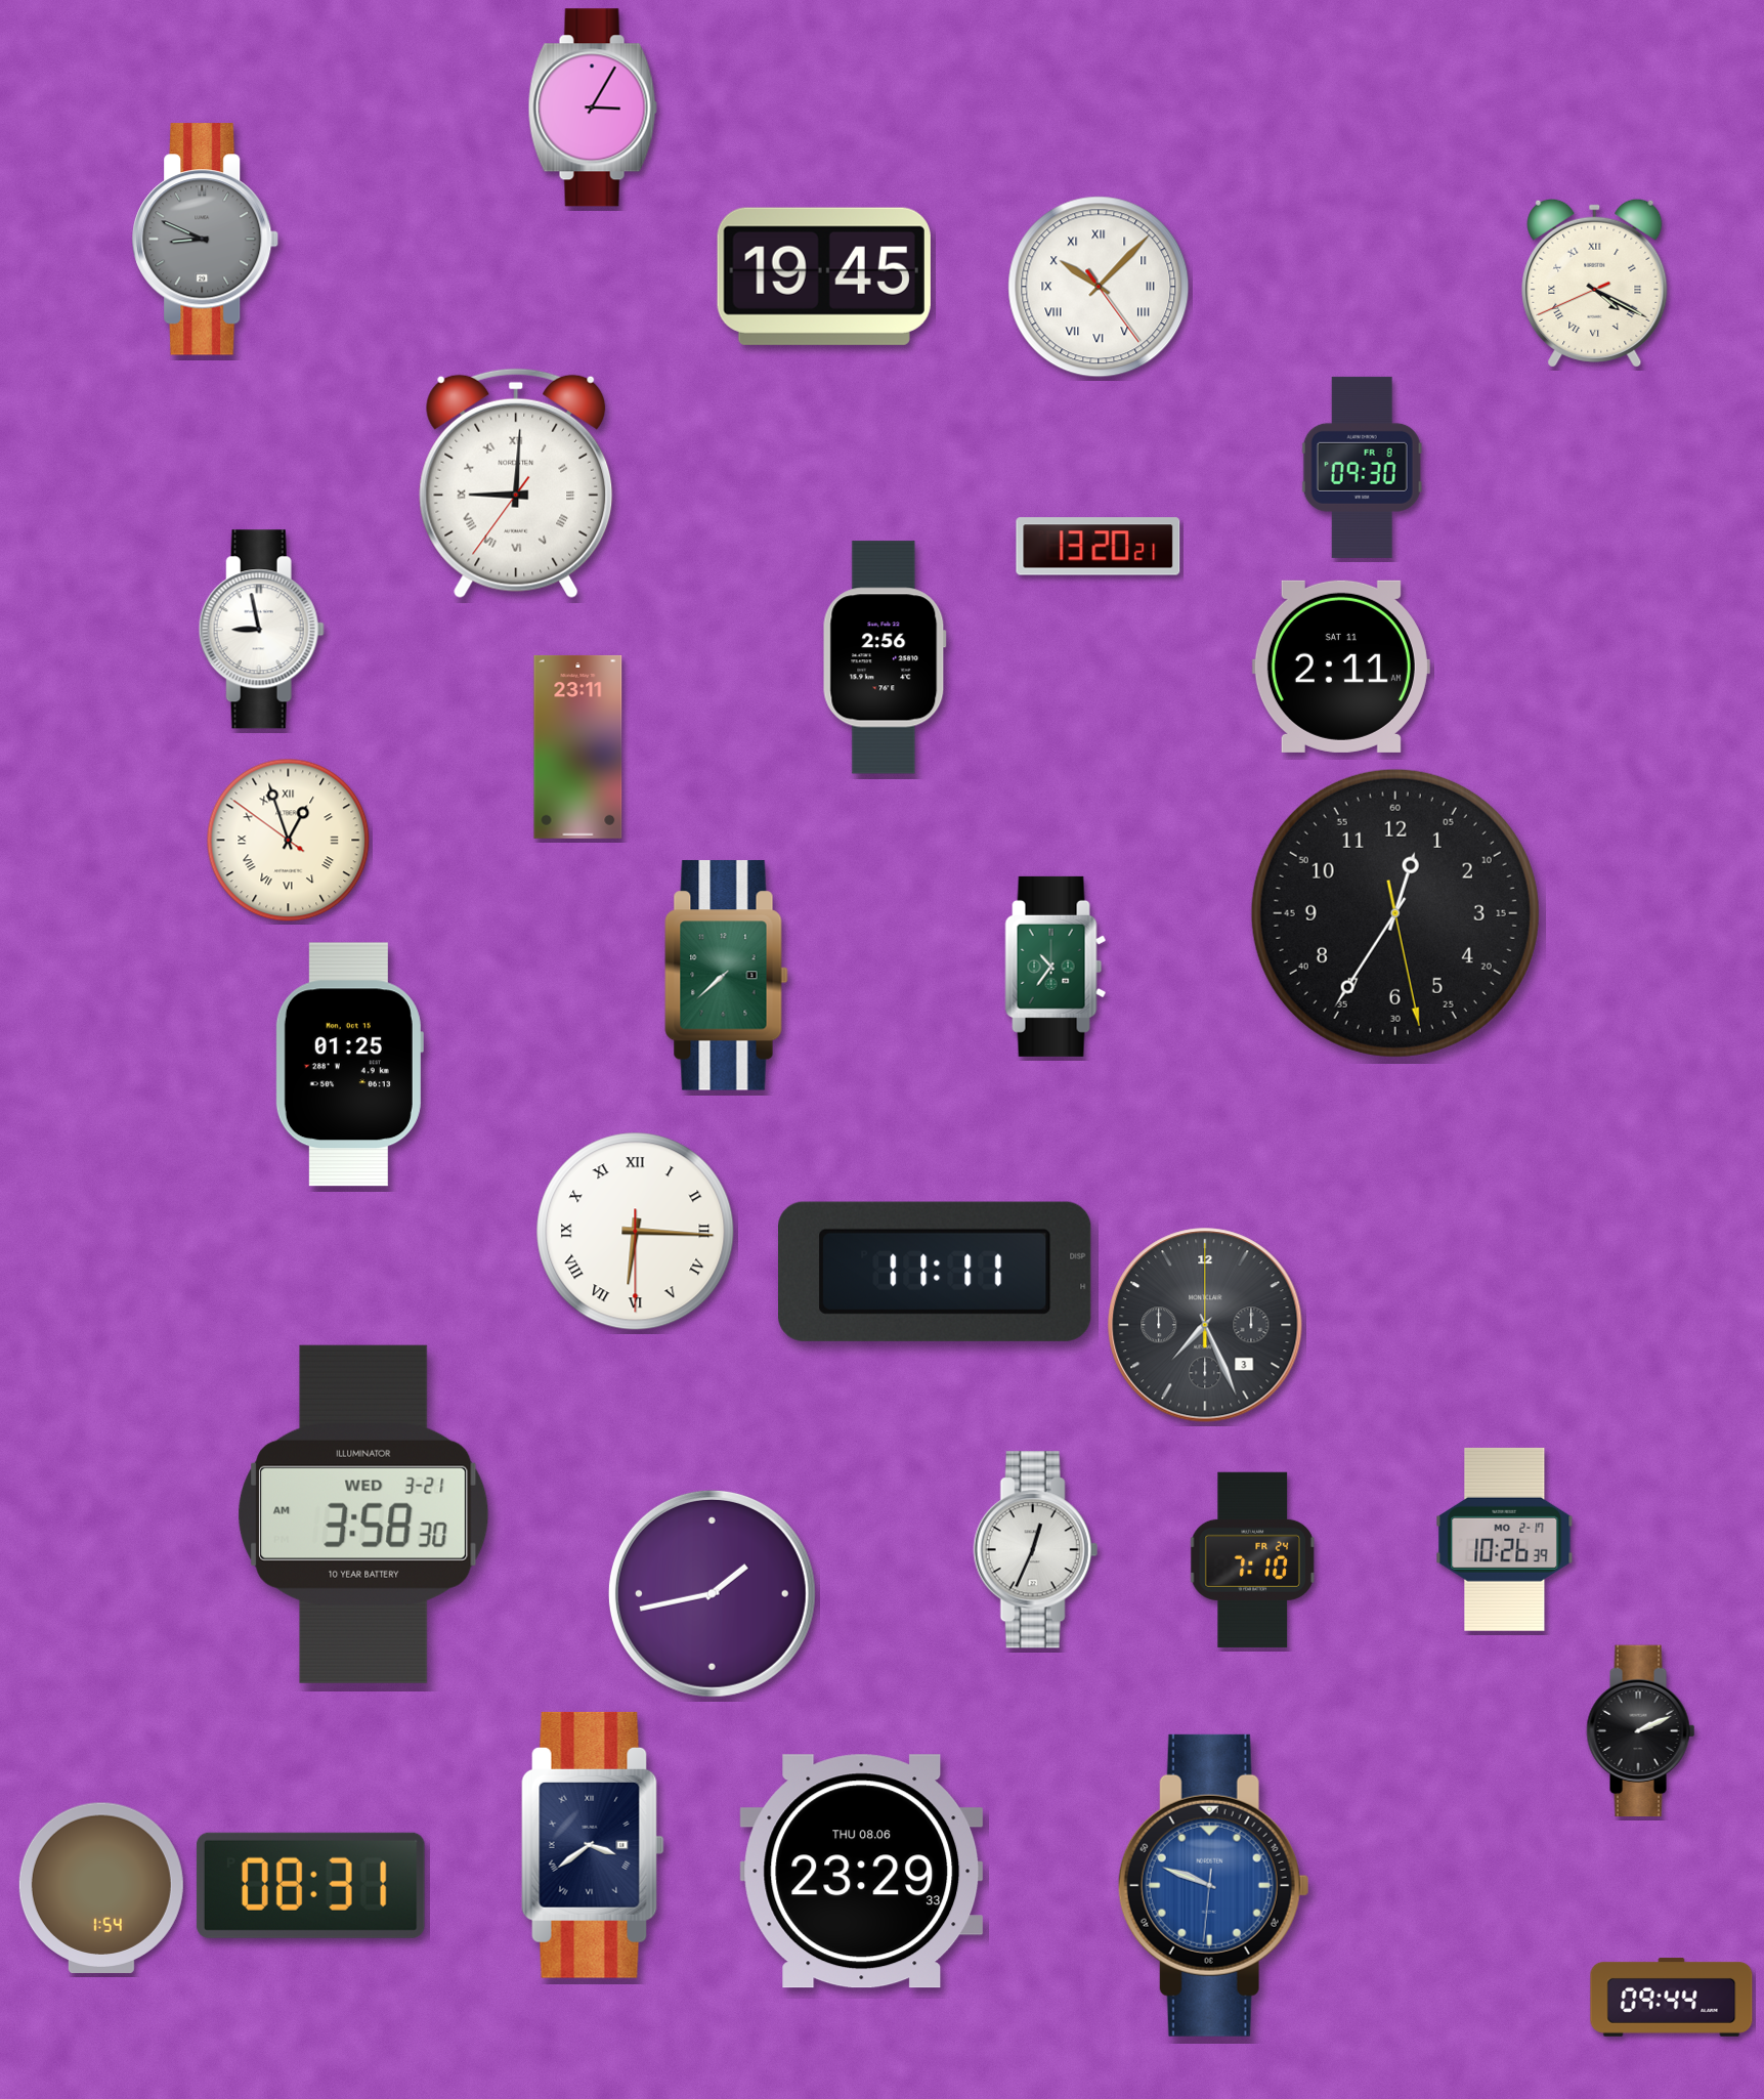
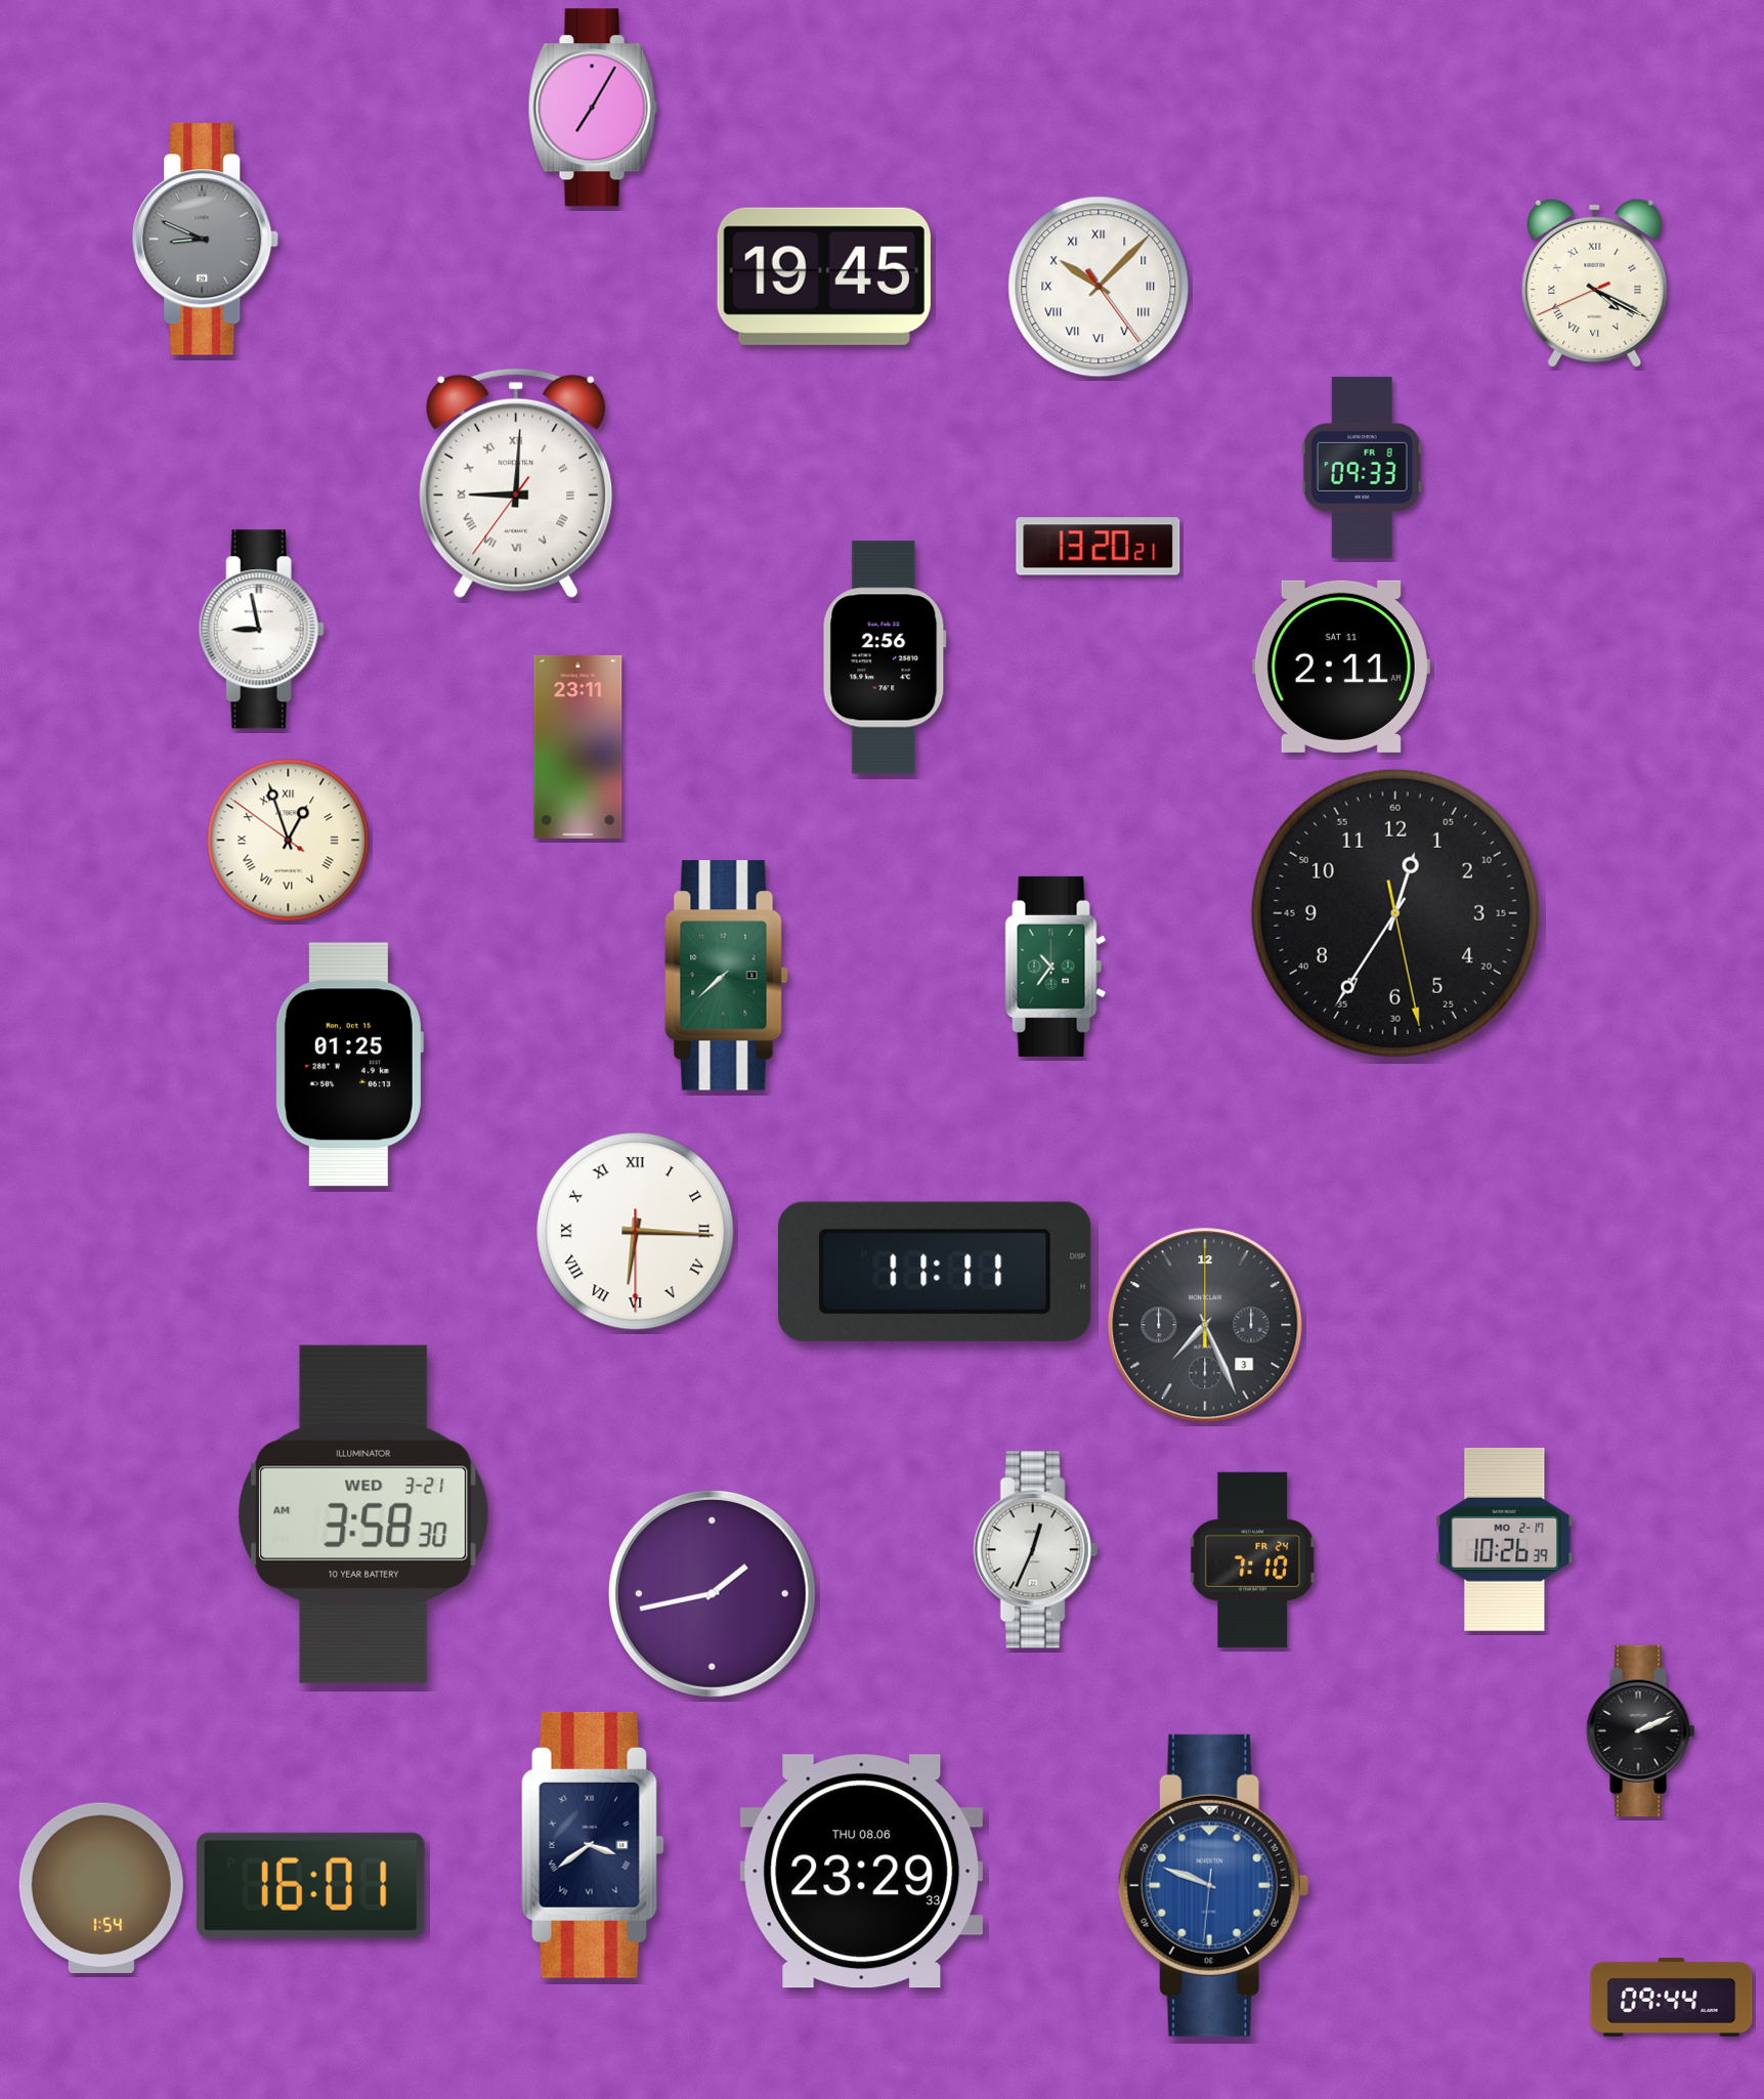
clock at (593, 108): 3:05 -> 7:05
clock at (1362, 467): 09:30 -> 09:33
clock at (310, 1885): 08:31 -> 16:01
